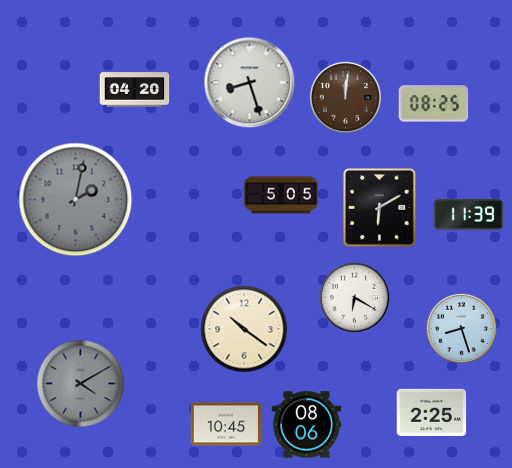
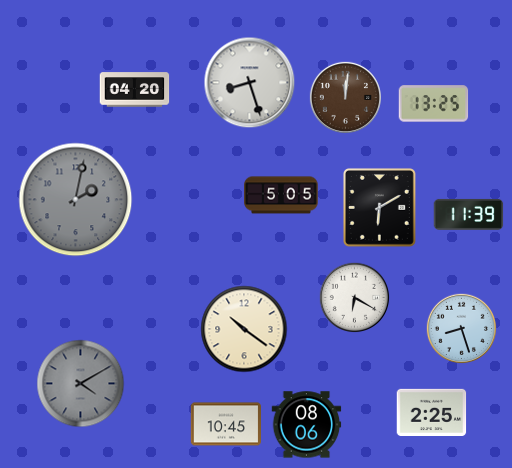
clock at (434, 104): 08:25 -> 13:25
